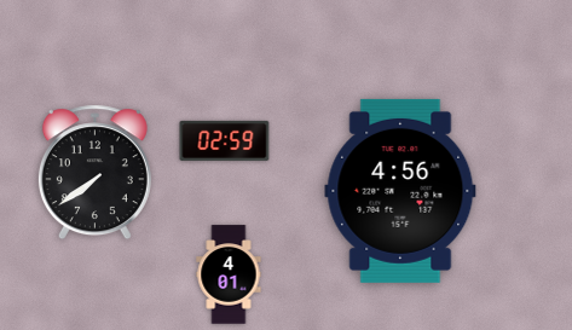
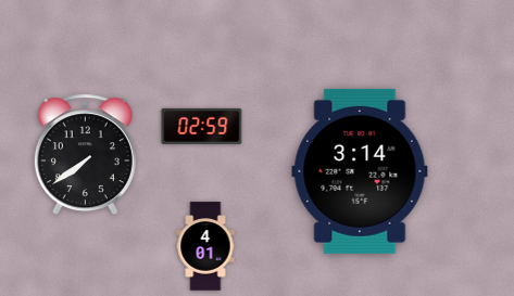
clock at (400, 191): 4:56 -> 3:14
